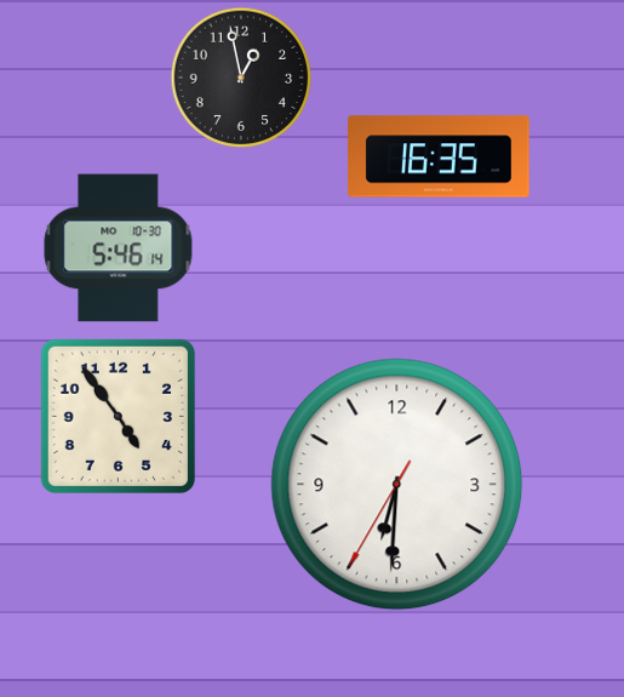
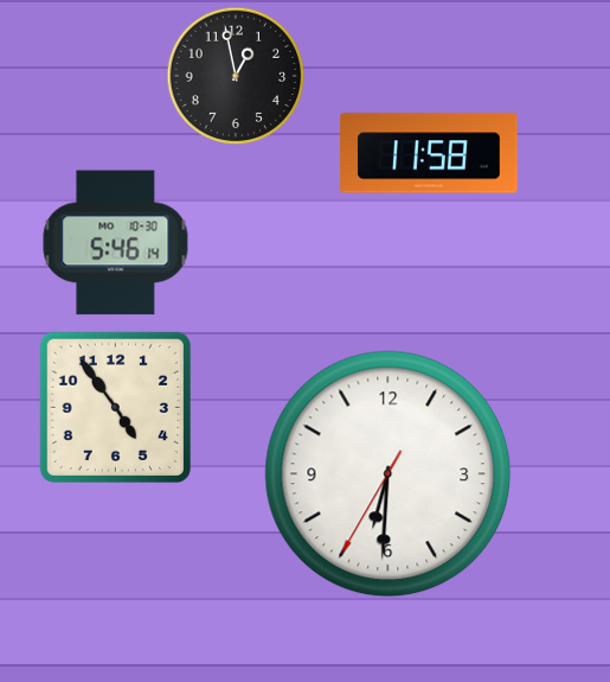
clock at (439, 156): 16:35 -> 11:58
